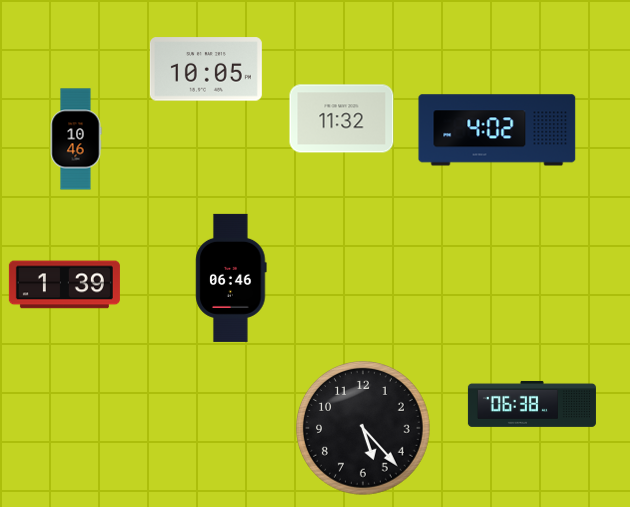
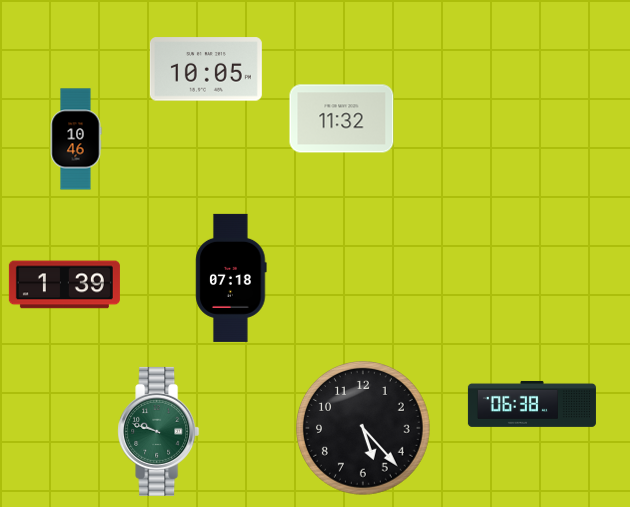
clock at (497, 130): 4:02 -> none
clock at (231, 278): 06:46 -> 07:18
clock at (159, 431): none -> 9:48
